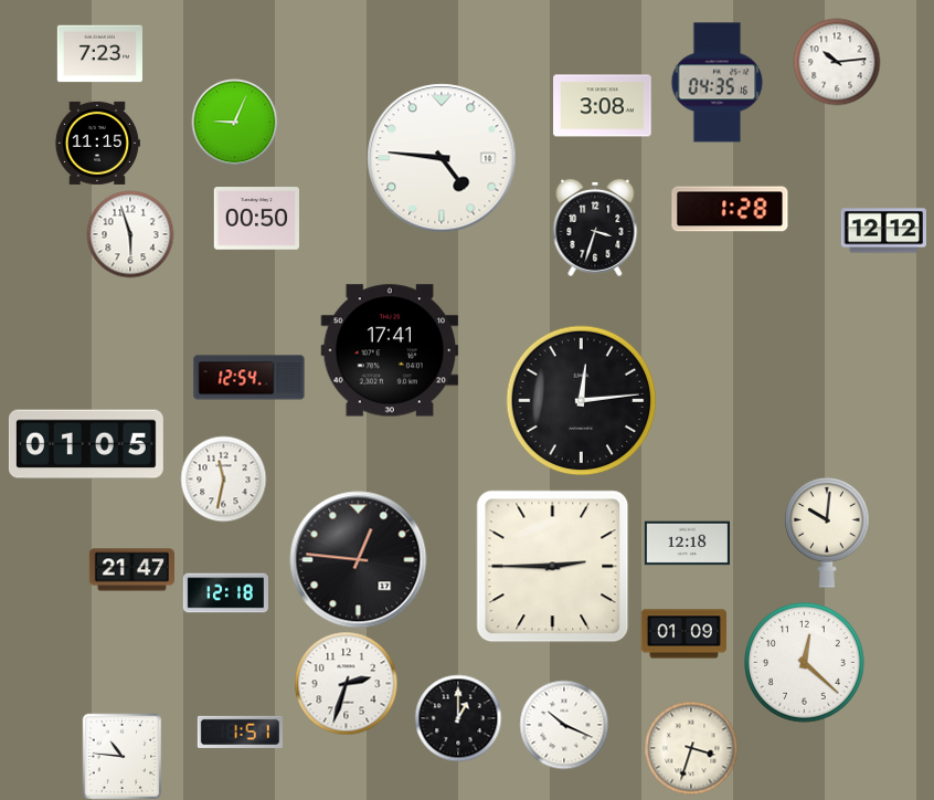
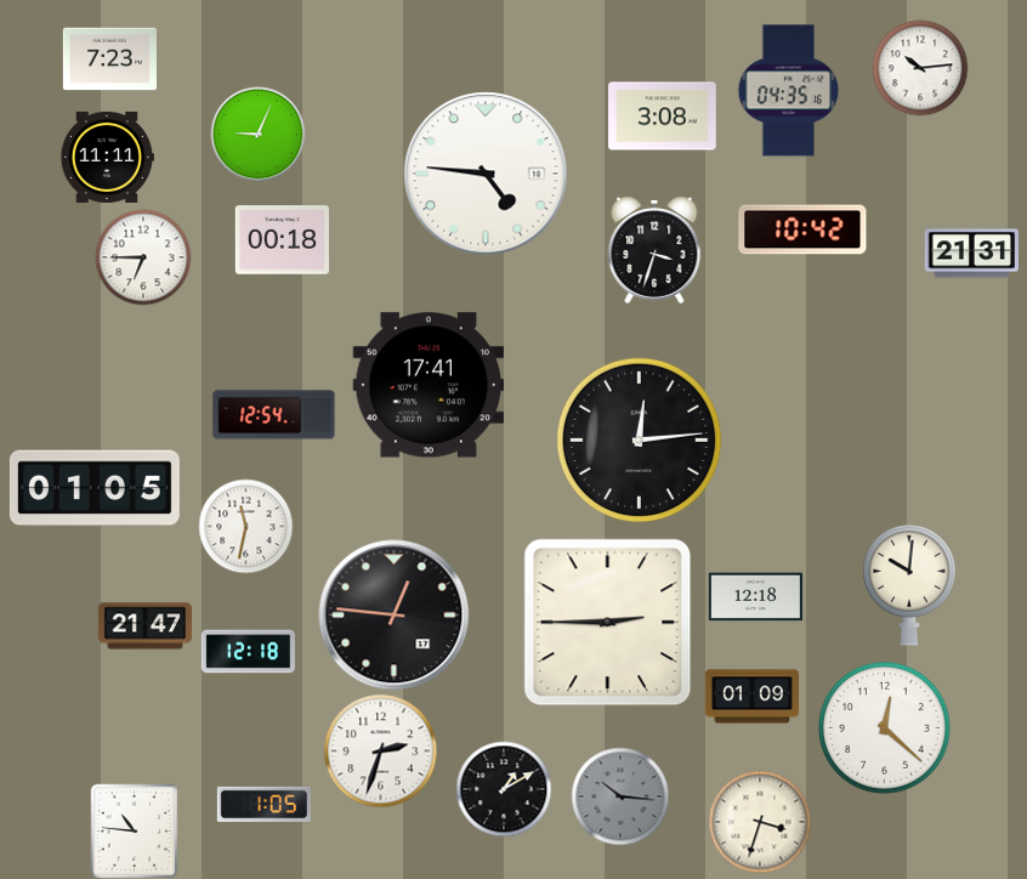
clock at (97, 143): 11:15 -> 11:11
clock at (730, 209): 1:28 -> 10:42
clock at (256, 219): 00:50 -> 00:18
clock at (883, 231): 12:12 -> 21:31
clock at (130, 234): 5:57 -> 6:45
clock at (458, 718): 1:00 -> 1:10
clock at (564, 725): 10:19 -> 10:16
clock at (564, 725) dial: white -> grey
clock at (240, 731): 1:51 -> 1:05
